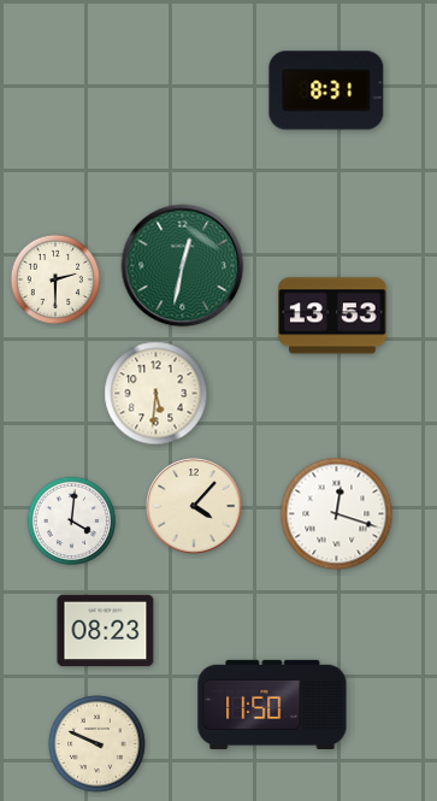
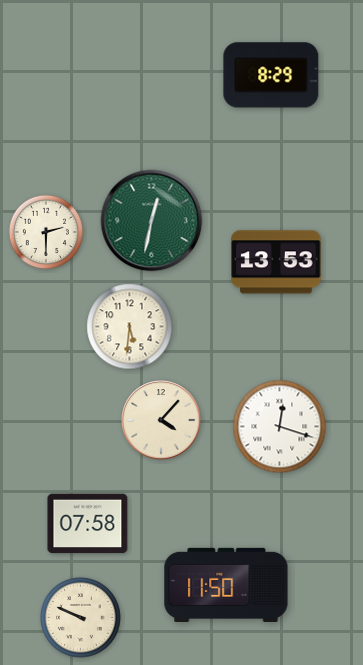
clock at (326, 90): 8:31 -> 8:29
clock at (72, 522): 4:01 -> none
clock at (106, 631): 08:23 -> 07:58
